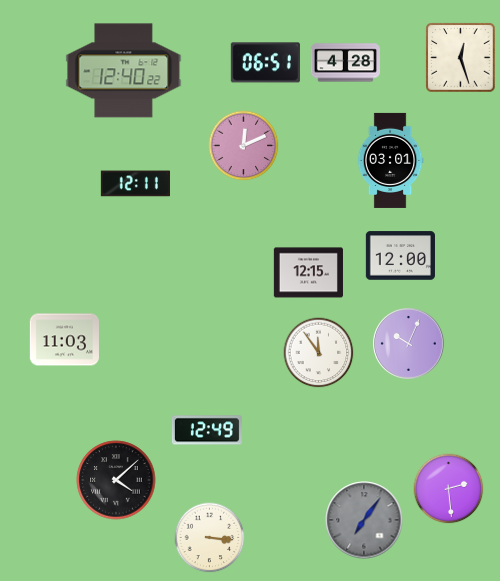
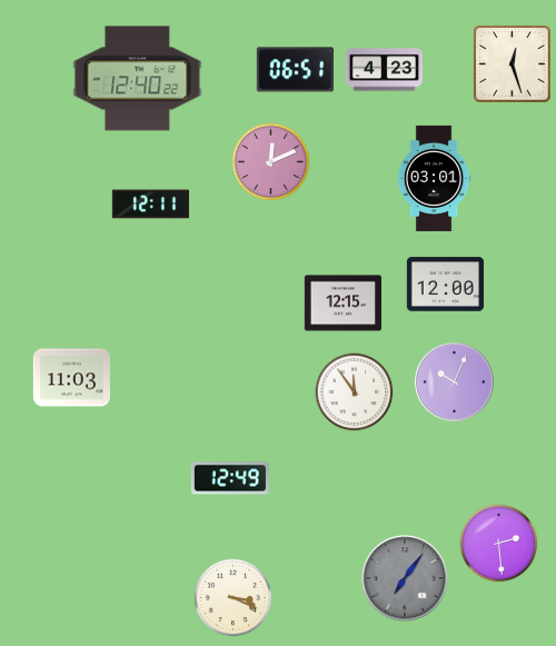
clock at (345, 63): 4:28 -> 4:23
clock at (116, 480): 4:08 -> none
clock at (210, 538): 3:16 -> 3:19
